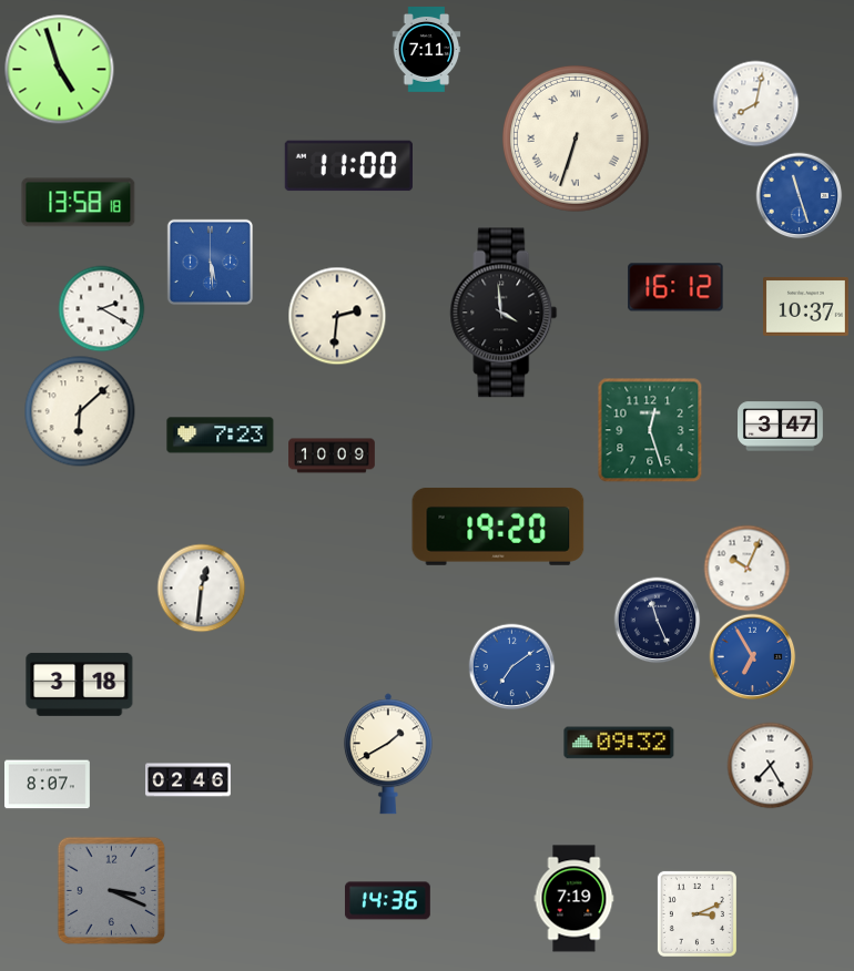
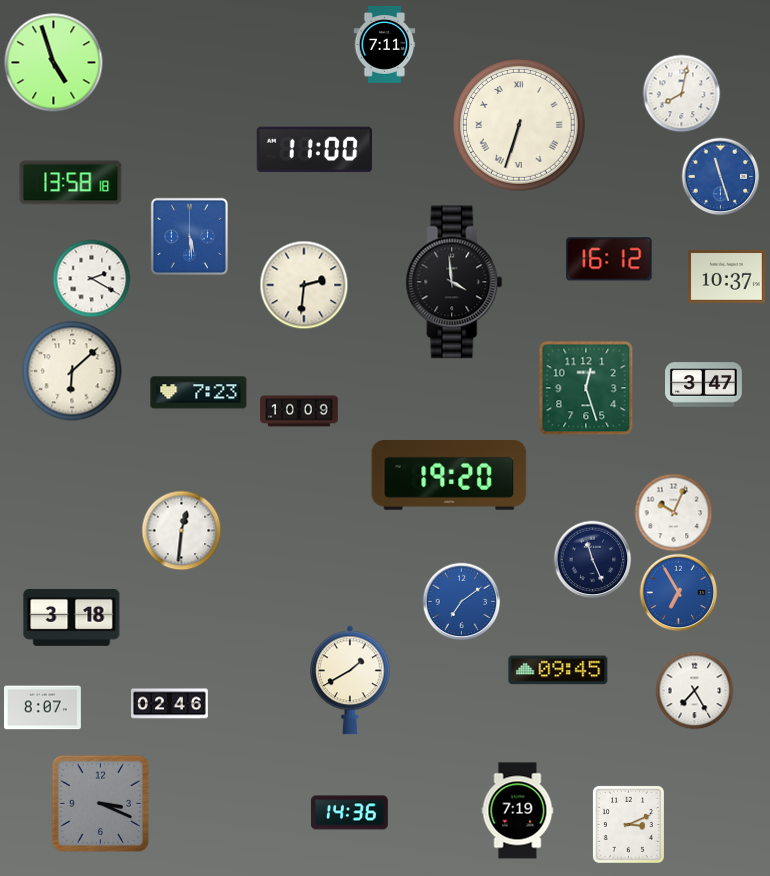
clock at (619, 743): 09:32 -> 09:45
